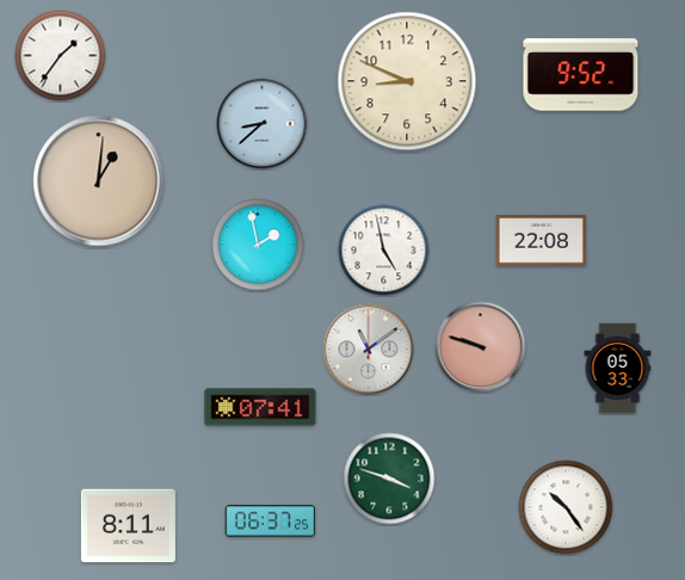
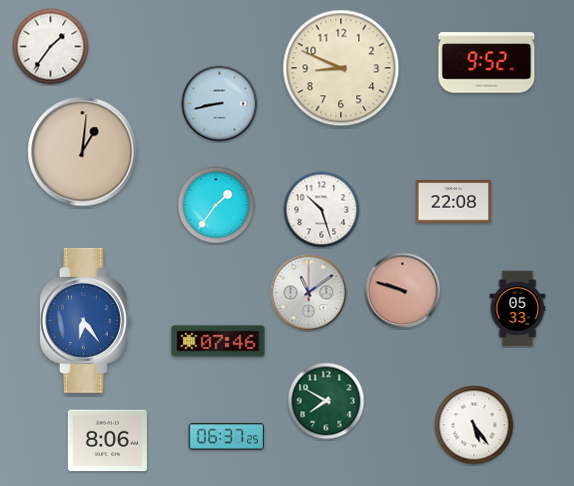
clock at (263, 124): 8:38 -> 8:43
clock at (258, 245): 1:58 -> 1:36
clock at (384, 251): 4:58 -> 10:27
clock at (85, 320): none -> 6:24
clock at (260, 407): 07:41 -> 07:46
clock at (389, 479): 3:48 -> 7:50
clock at (566, 507): 10:24 -> 5:24
clock at (128, 526): 8:11 -> 8:06
